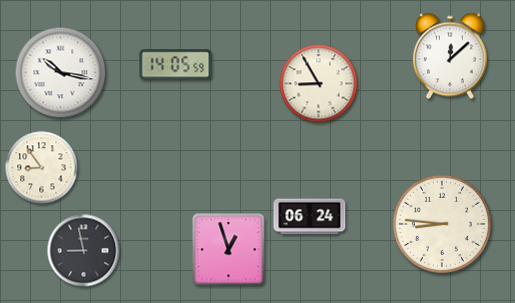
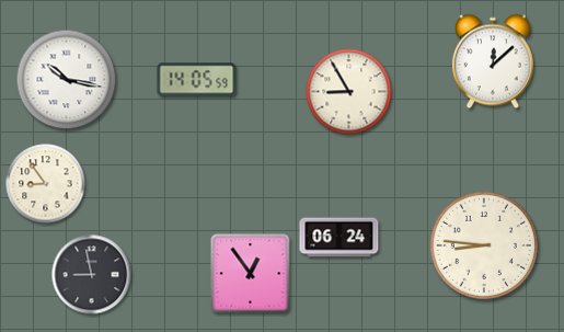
clock at (176, 65) position: (176, 65) -> (197, 80)
clock at (229, 250): 12:57 -> 12:54
